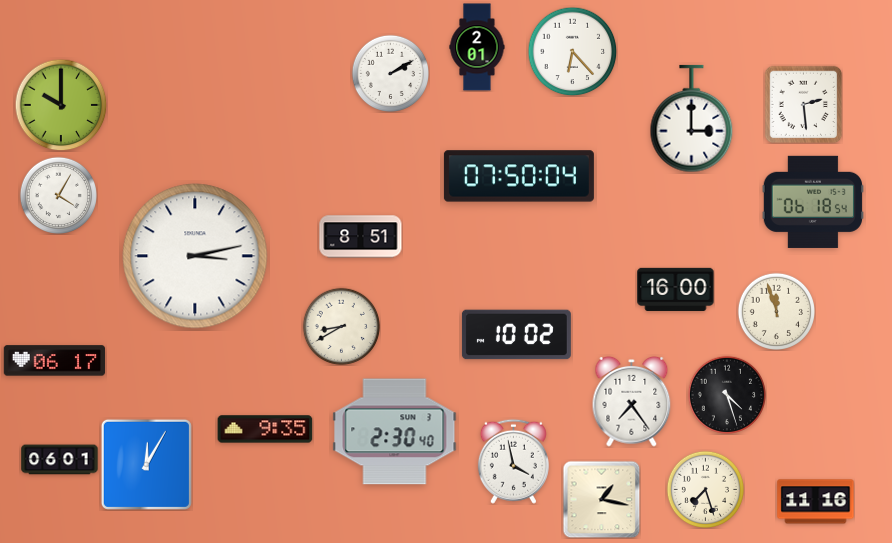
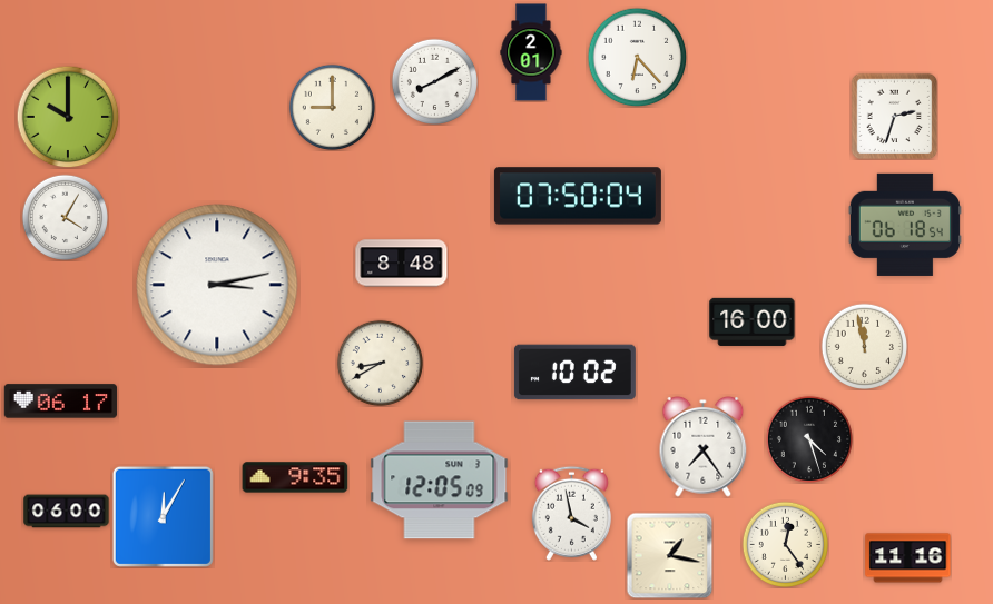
clock at (390, 73): 2:10 -> 8:10
clock at (332, 107): none -> 9:00
clock at (803, 104): 2:29 -> 2:33
clock at (692, 119): 3:00 -> none
clock at (361, 237): 8:51 -> 8:48
clock at (776, 311): 11:57 -> 11:58
clock at (395, 432): 2:30 -> 12:05
clock at (60, 460): 06:01 -> 06:00
clock at (705, 489): 7:27 -> 12:24
